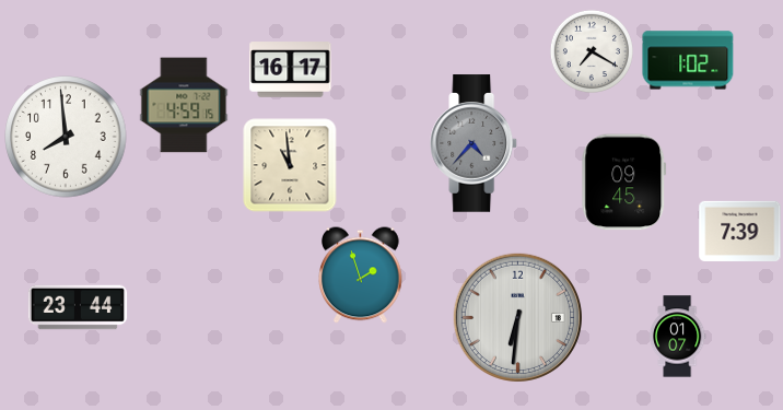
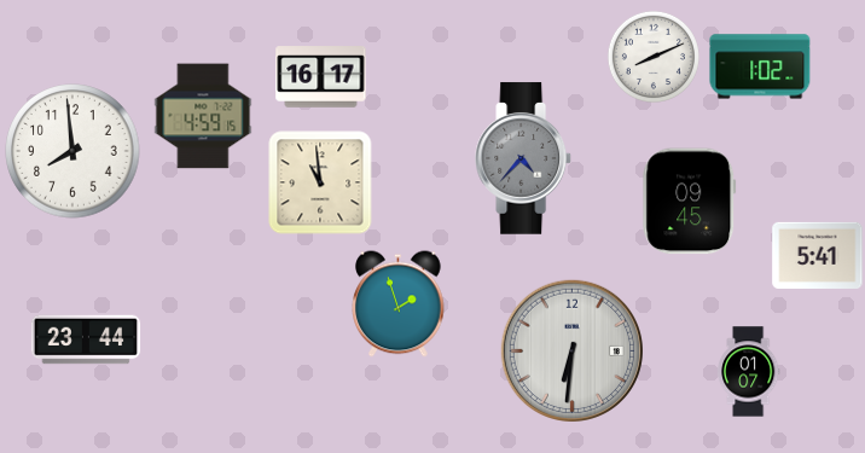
clock at (592, 51): 7:20 -> 8:11
clock at (740, 231): 7:39 -> 5:41
